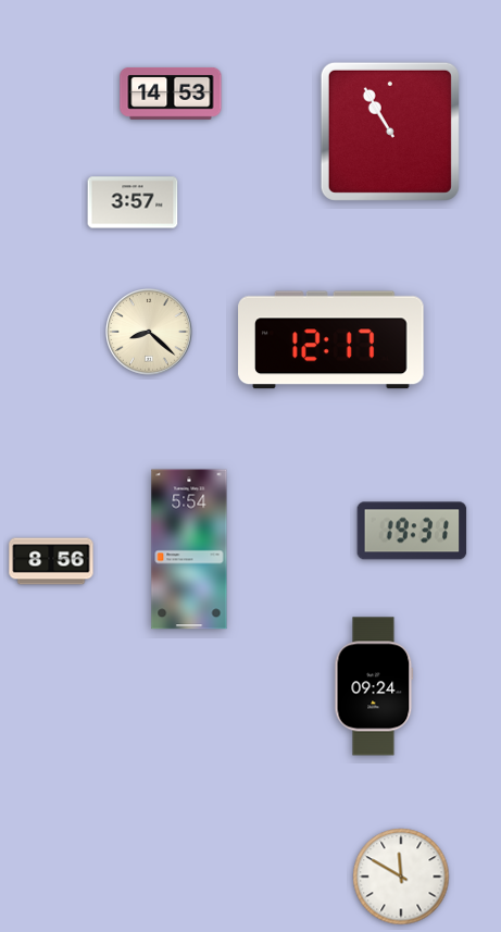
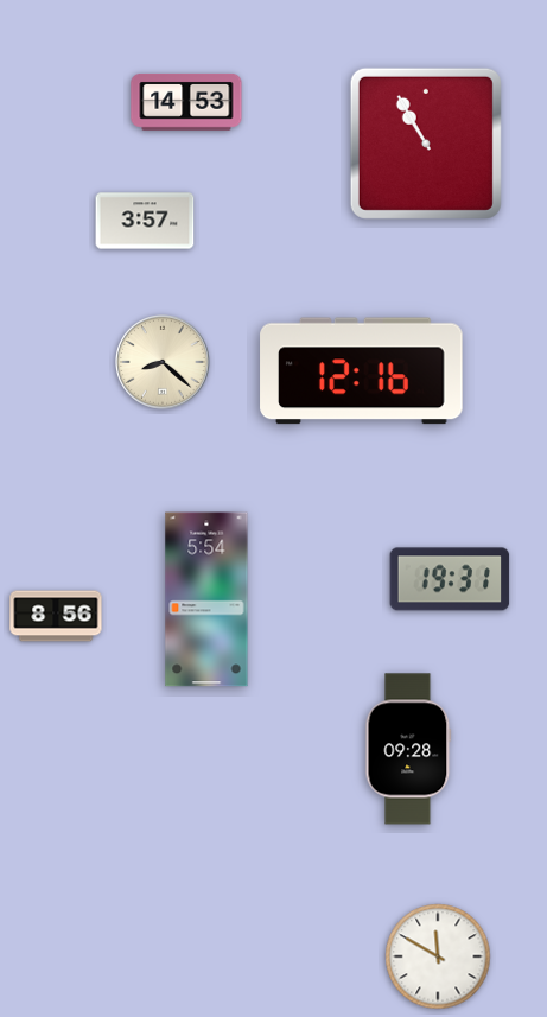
clock at (331, 340): 12:17 -> 12:16
clock at (51, 561) position: (51, 561) -> (56, 616)
clock at (374, 686): 09:24 -> 09:28
